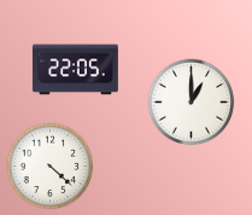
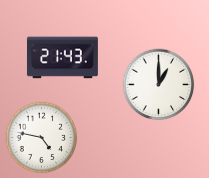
clock at (75, 70): 22:05 -> 21:43
clock at (51, 167): 4:22 -> 4:47
